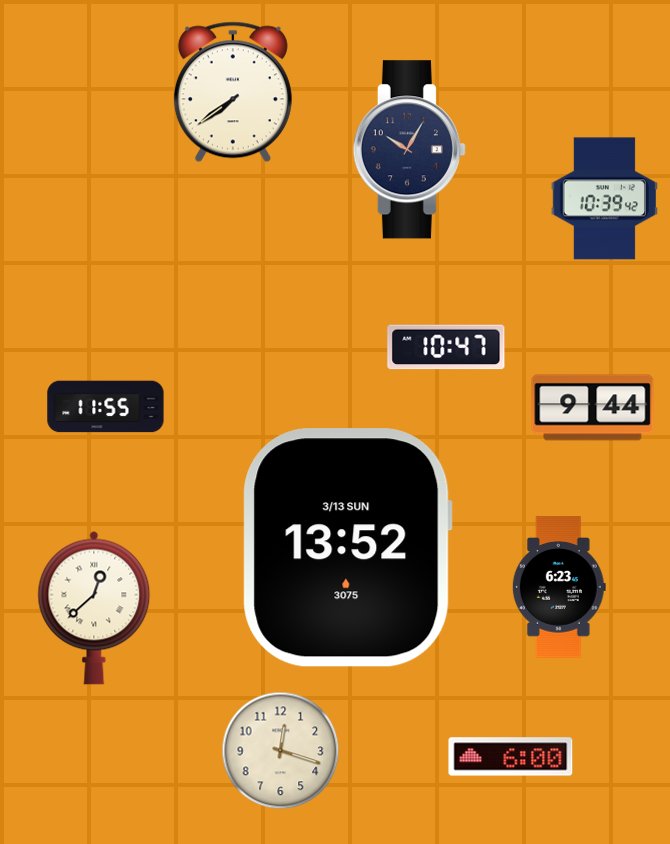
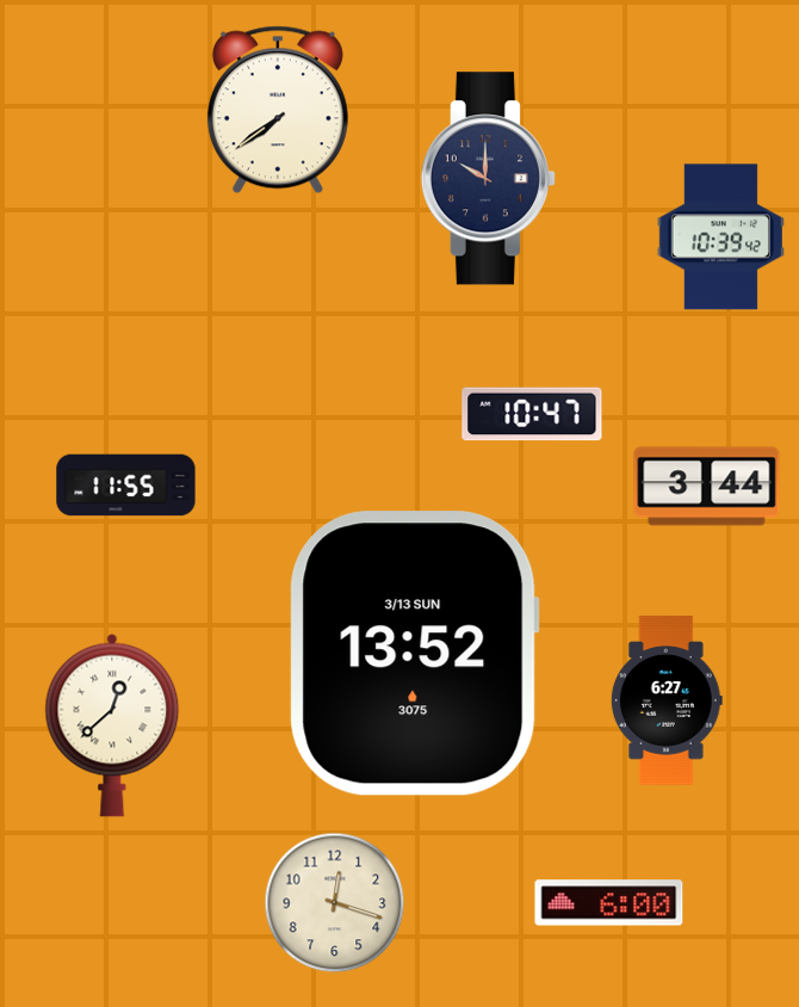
clock at (409, 150): 10:05 -> 10:00
clock at (593, 408): 9:44 -> 3:44
clock at (559, 587): 6:23 -> 6:27
clock at (281, 751) position: (281, 751) -> (335, 903)
